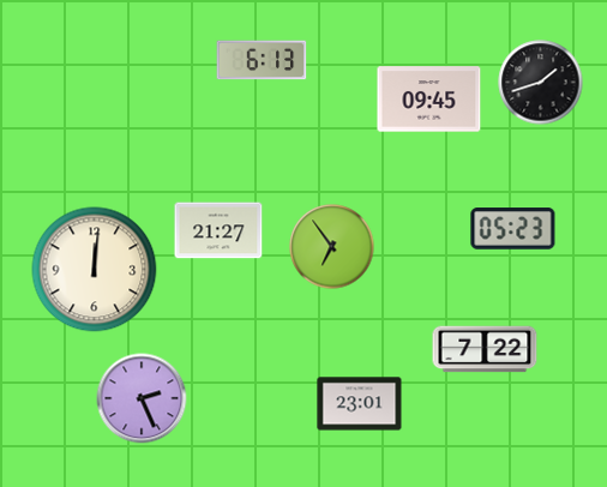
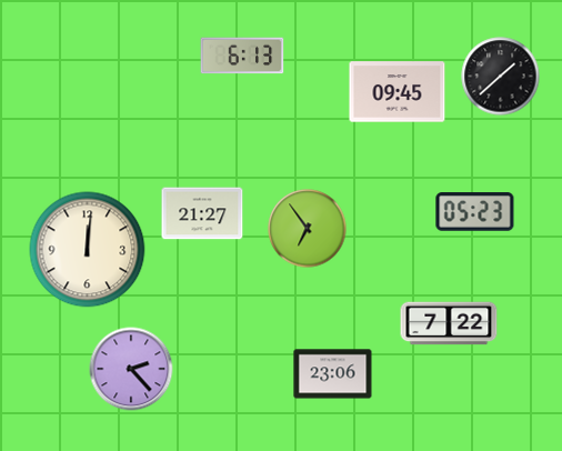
clock at (541, 83): 1:42 -> 1:38
clock at (142, 398): 2:26 -> 2:23
clock at (360, 404): 23:01 -> 23:06
